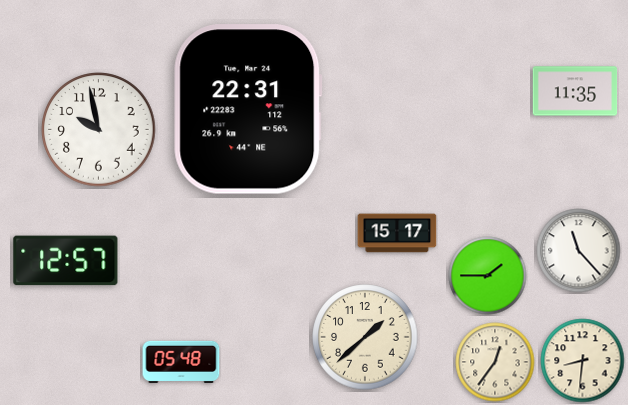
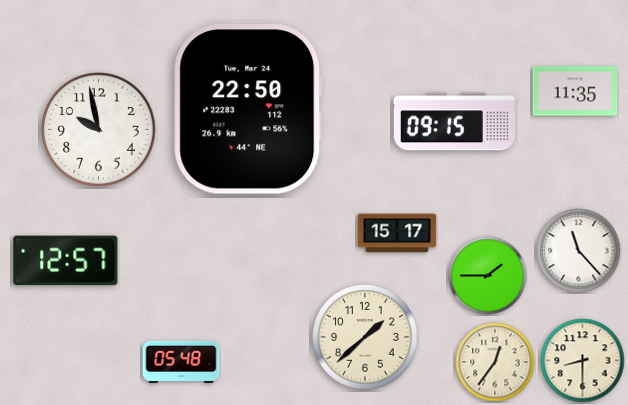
clock at (248, 109): 22:31 -> 22:50
clock at (454, 122): none -> 09:15
clock at (583, 361): 8:31 -> 8:30
